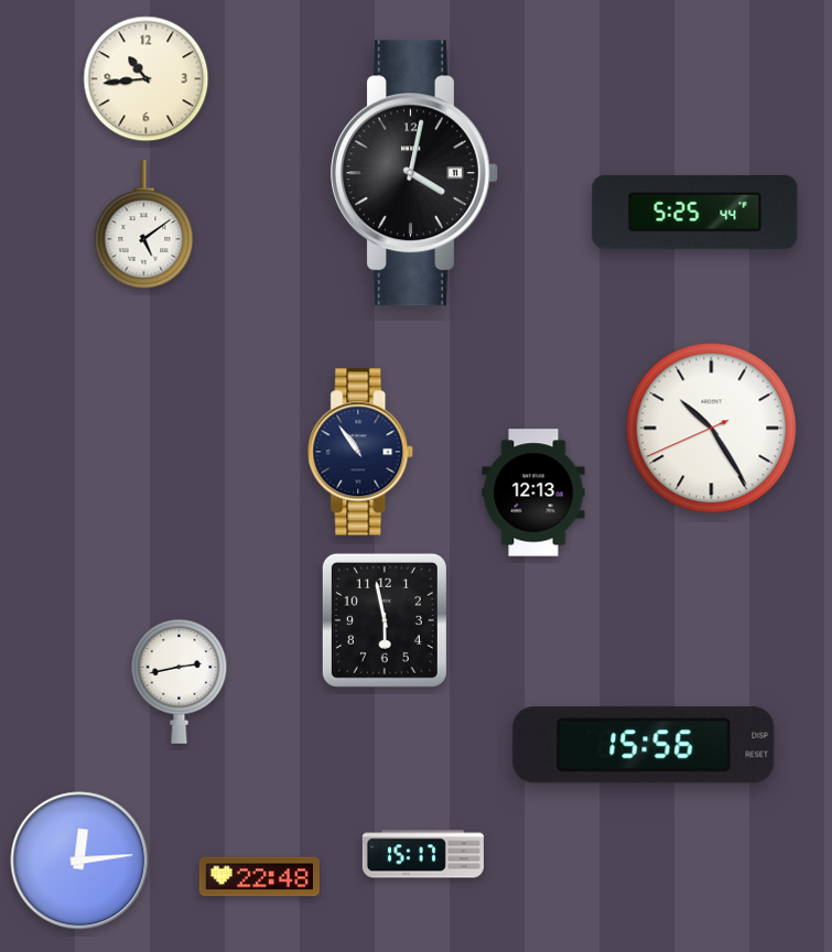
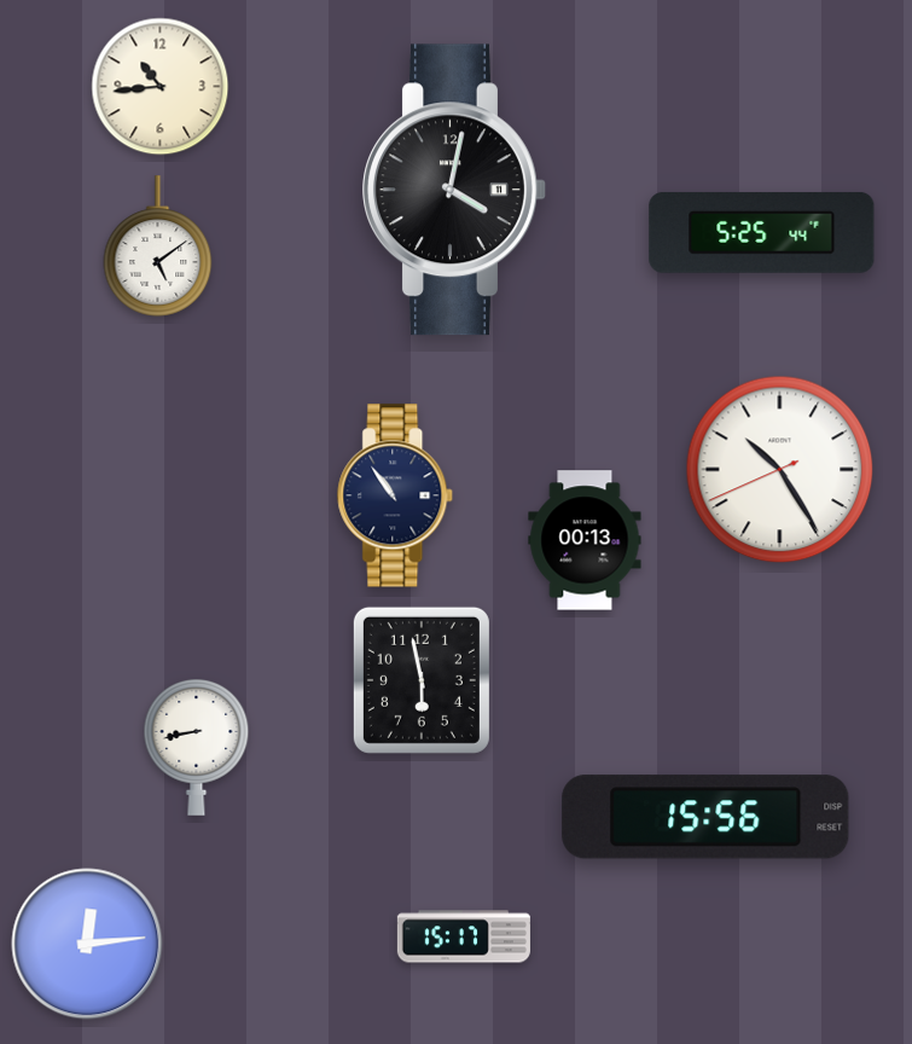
clock at (533, 493): 12:13 -> 00:13
clock at (180, 681): 2:43 -> 8:43
clock at (259, 877): 22:48 -> none
